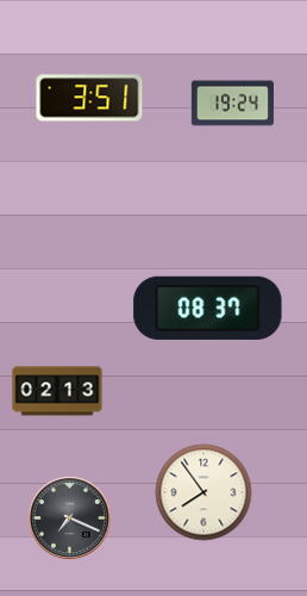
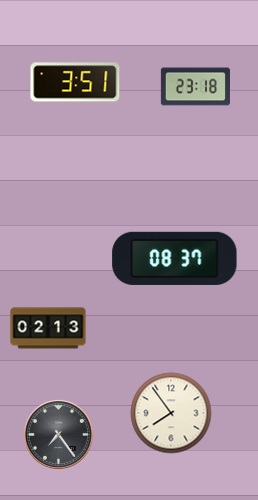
clock at (232, 104): 19:24 -> 23:18
clock at (69, 517): 7:19 -> 7:24
